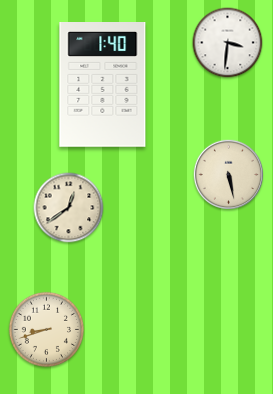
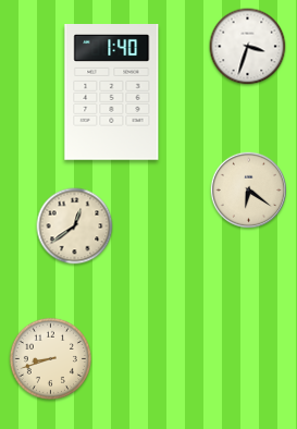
clock at (228, 43): 3:31 -> 3:33
clock at (228, 174): 5:28 -> 6:21
